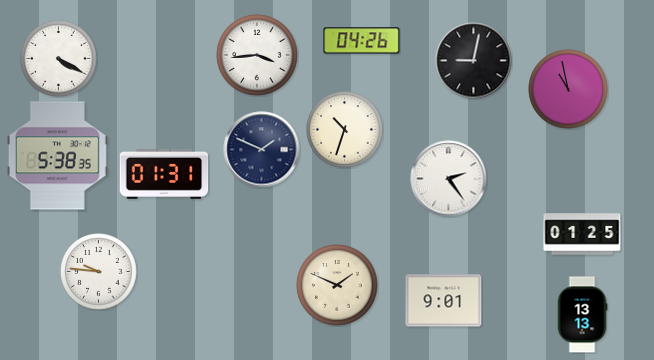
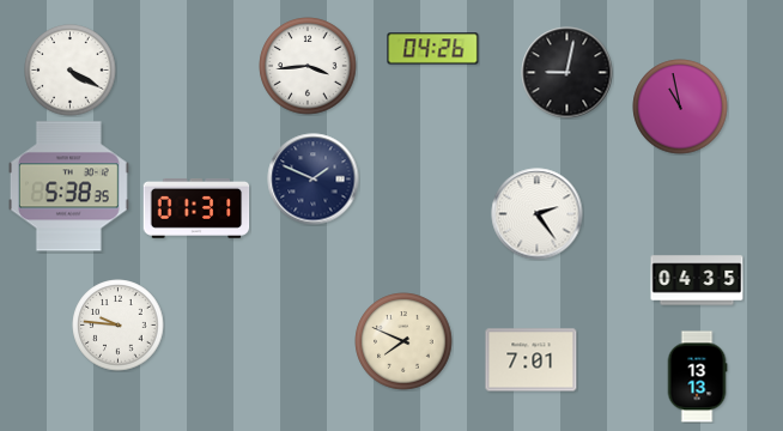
clock at (345, 130): 10:33 -> none
clock at (582, 234): 01:25 -> 04:35
clock at (337, 285): 1:49 -> 7:49
clock at (444, 301): 9:01 -> 7:01
